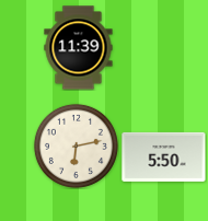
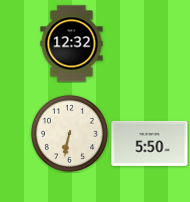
clock at (79, 48): 11:39 -> 12:32
clock at (76, 146): 6:13 -> 6:32
